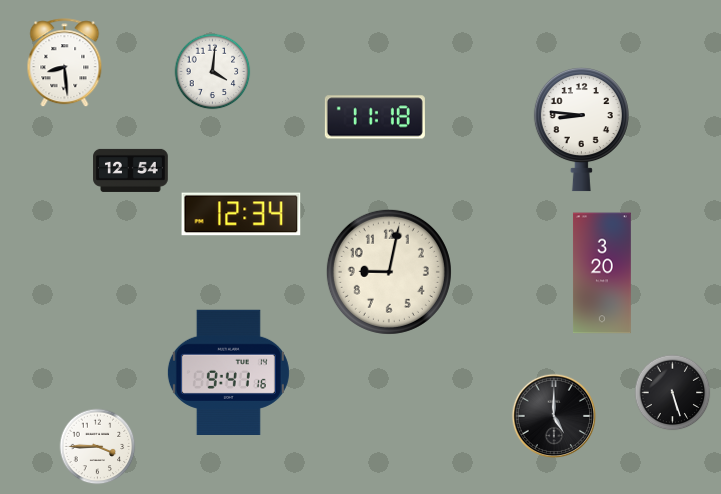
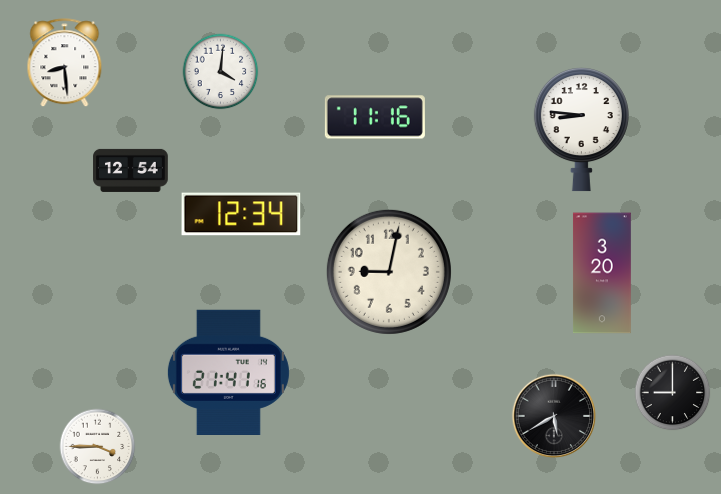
clock at (213, 72) position: (213, 72) -> (221, 72)
clock at (375, 117): 11:18 -> 11:16
clock at (228, 372): 9:41 -> 21:41
clock at (673, 393): 5:27 -> 9:00
clock at (554, 416): 5:00 -> 5:40
